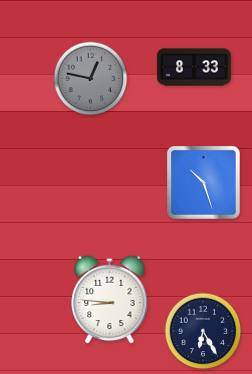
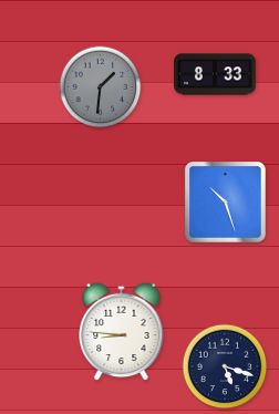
clock at (91, 79): 12:47 -> 1:31
clock at (203, 331): 6:25 -> 5:18
